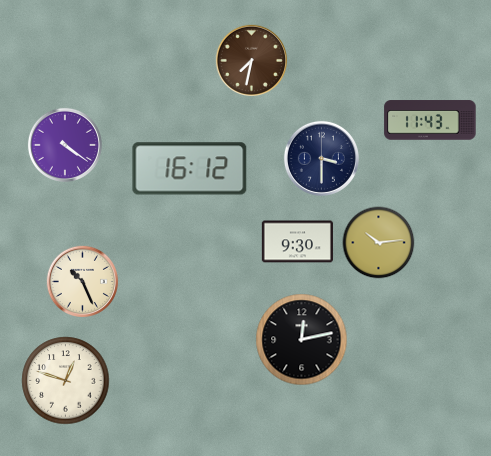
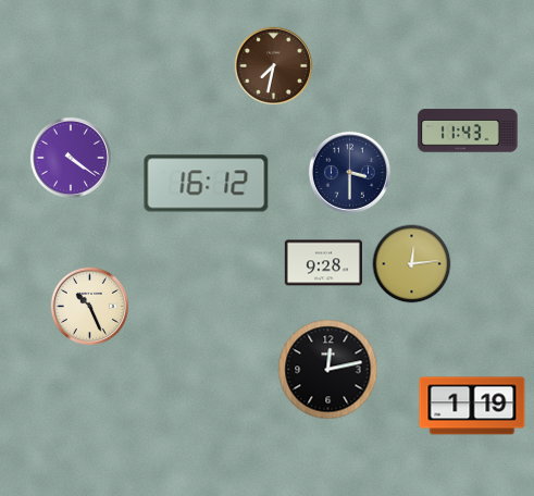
clock at (297, 242): 9:30 -> 9:28
clock at (379, 243): 10:14 -> 12:14
clock at (472, 406): none -> 1:19
clock at (66, 381): 12:48 -> none
